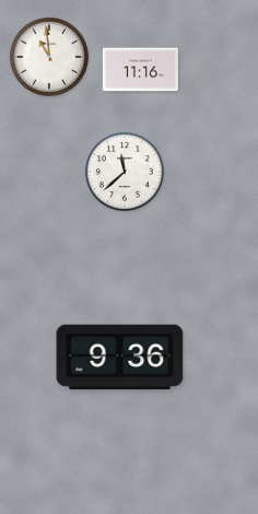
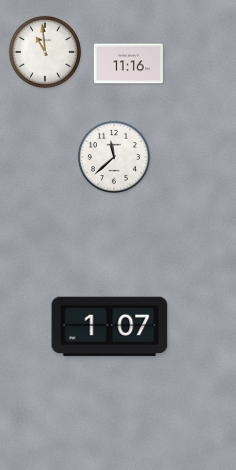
clock at (120, 358): 9:36 -> 1:07
